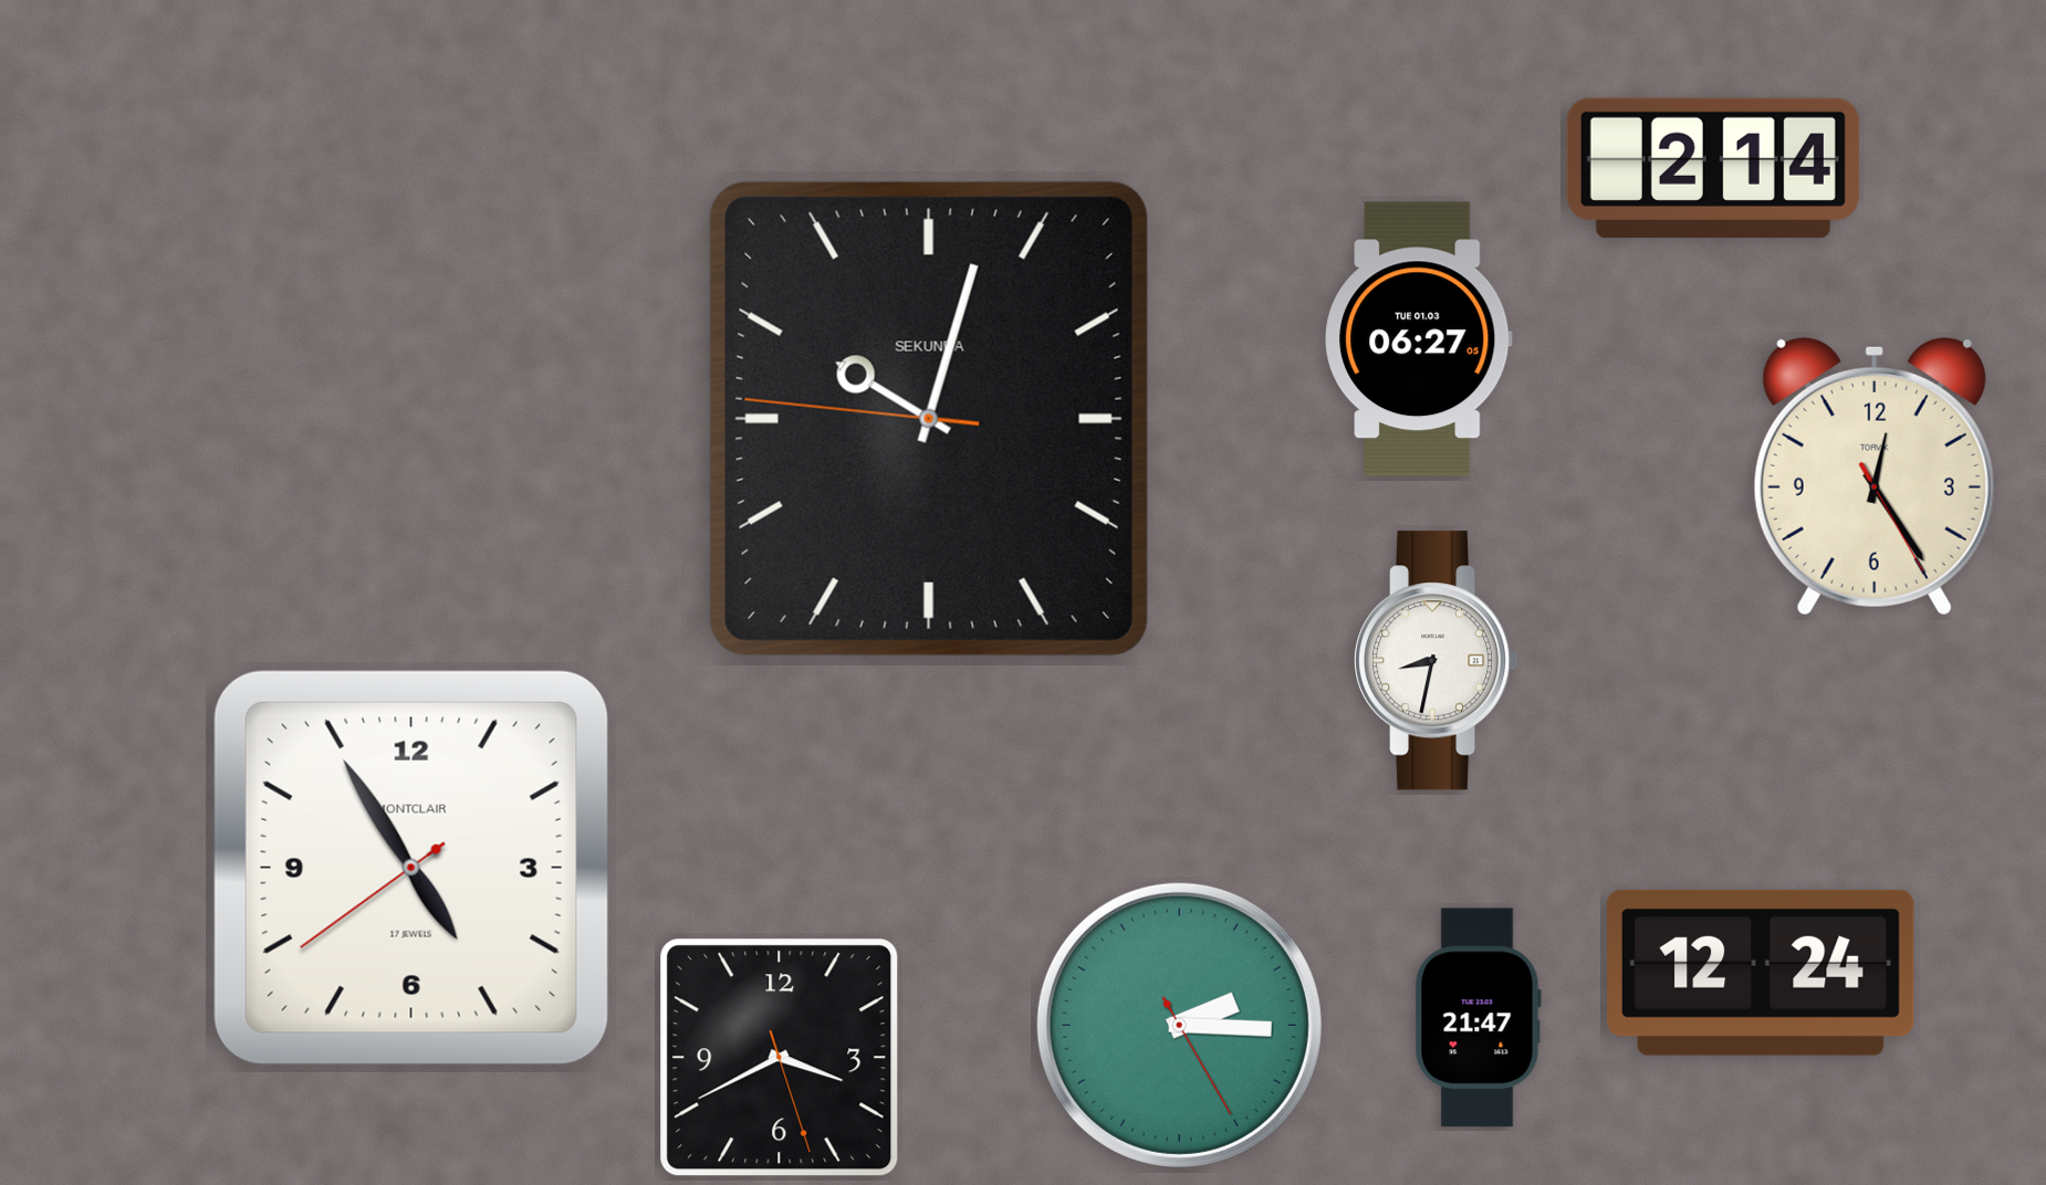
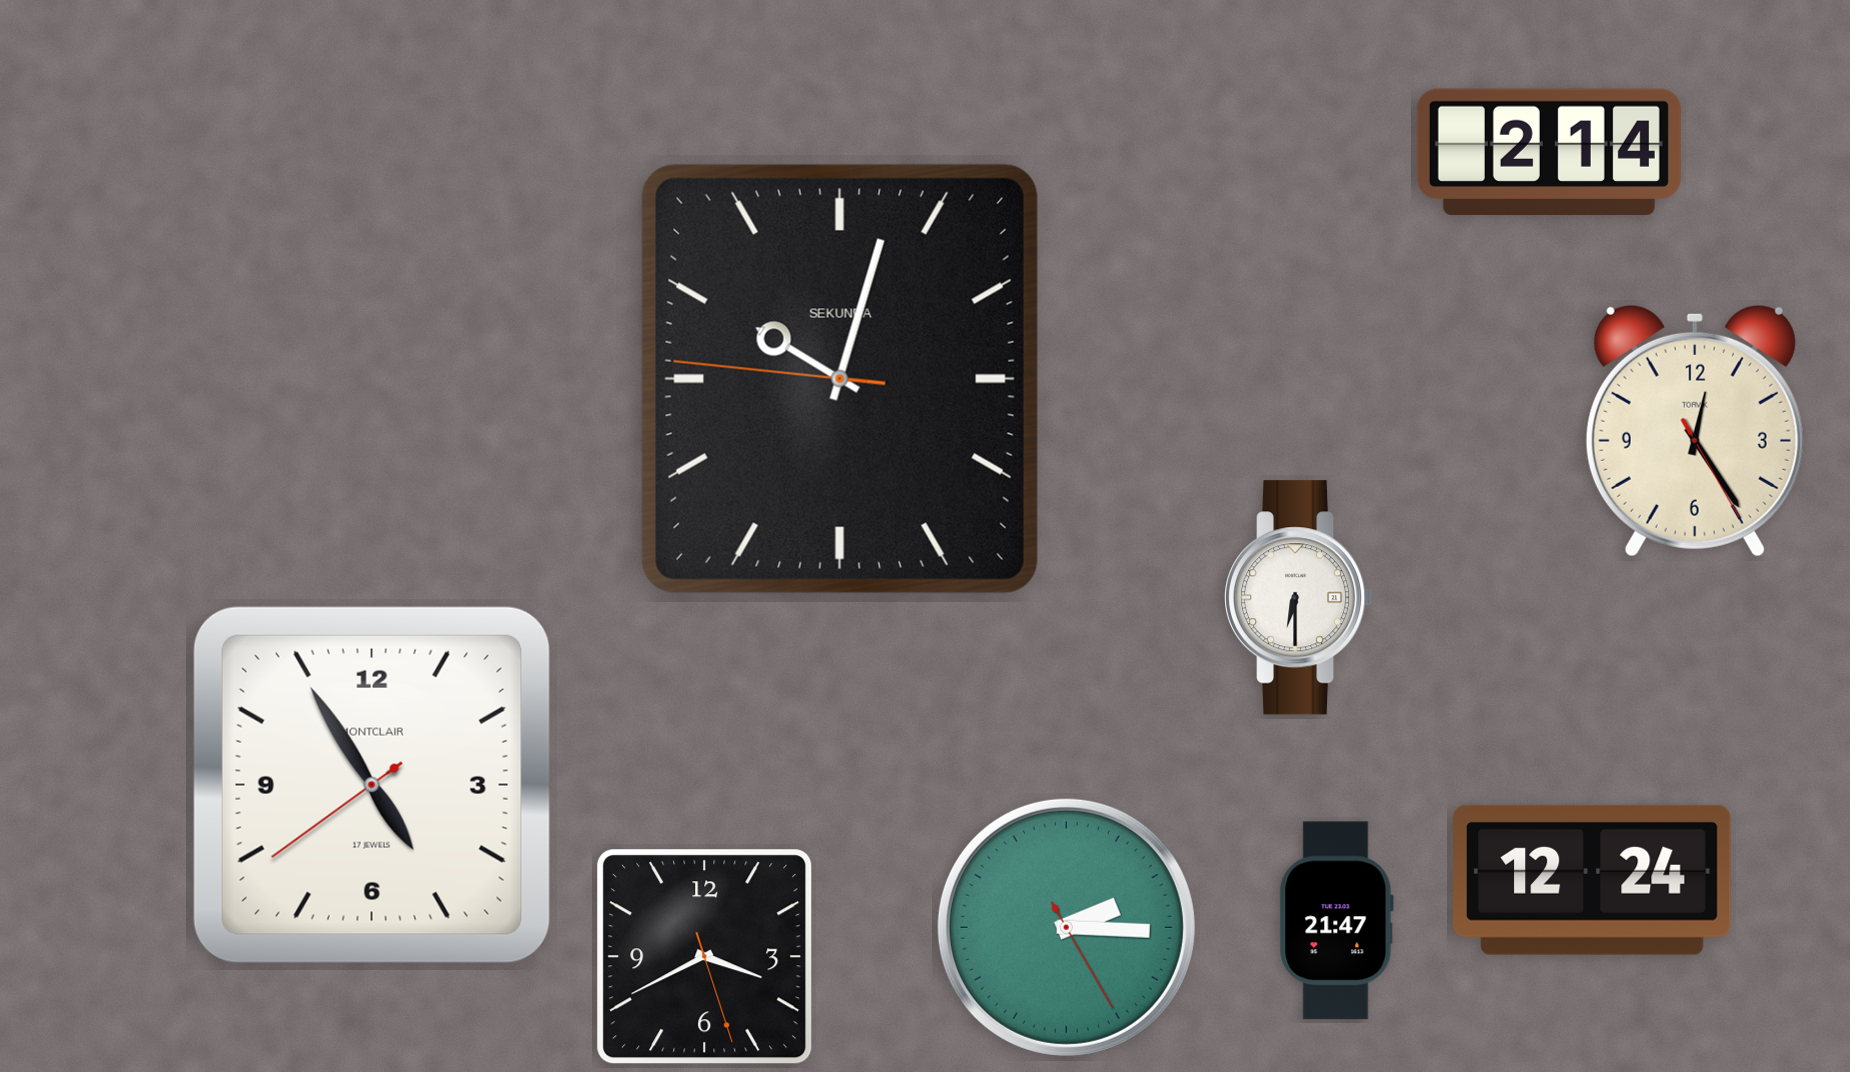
clock at (1419, 339): 06:27 -> none
clock at (1437, 661): 8:32 -> 6:30
